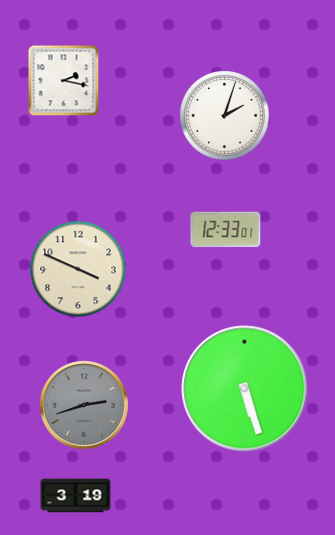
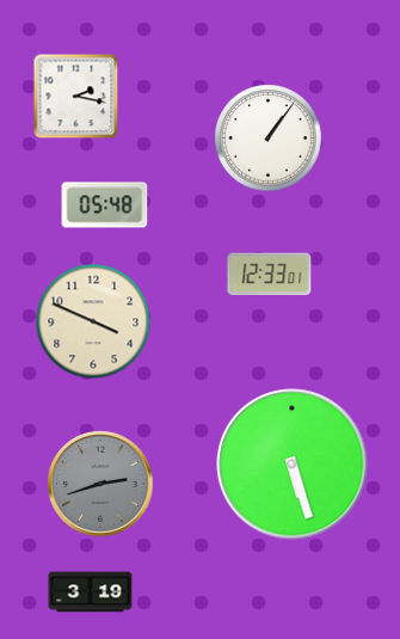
clock at (225, 116): 2:03 -> 1:06
clock at (105, 205): none -> 05:48
